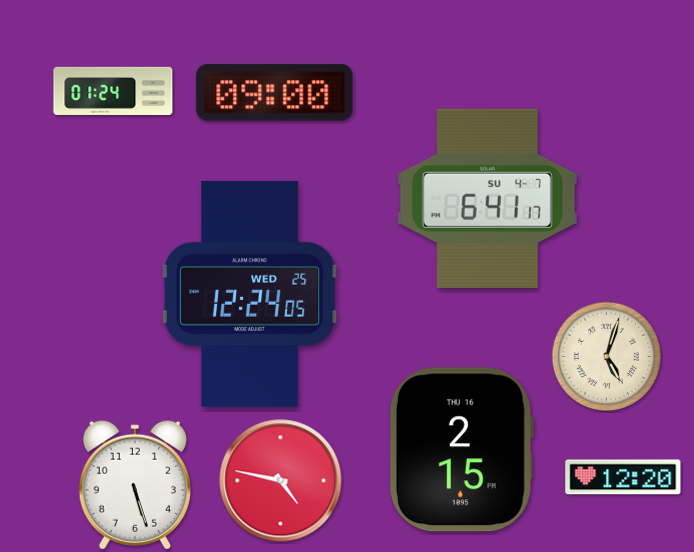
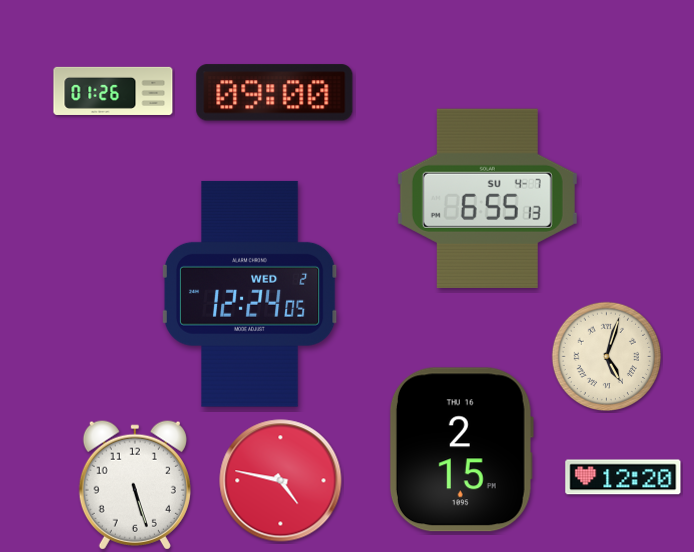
clock at (113, 91): 01:24 -> 01:26
clock at (487, 198): 6:41 -> 6:55
clock at (250, 294) date: WED 25 -> WED 2
